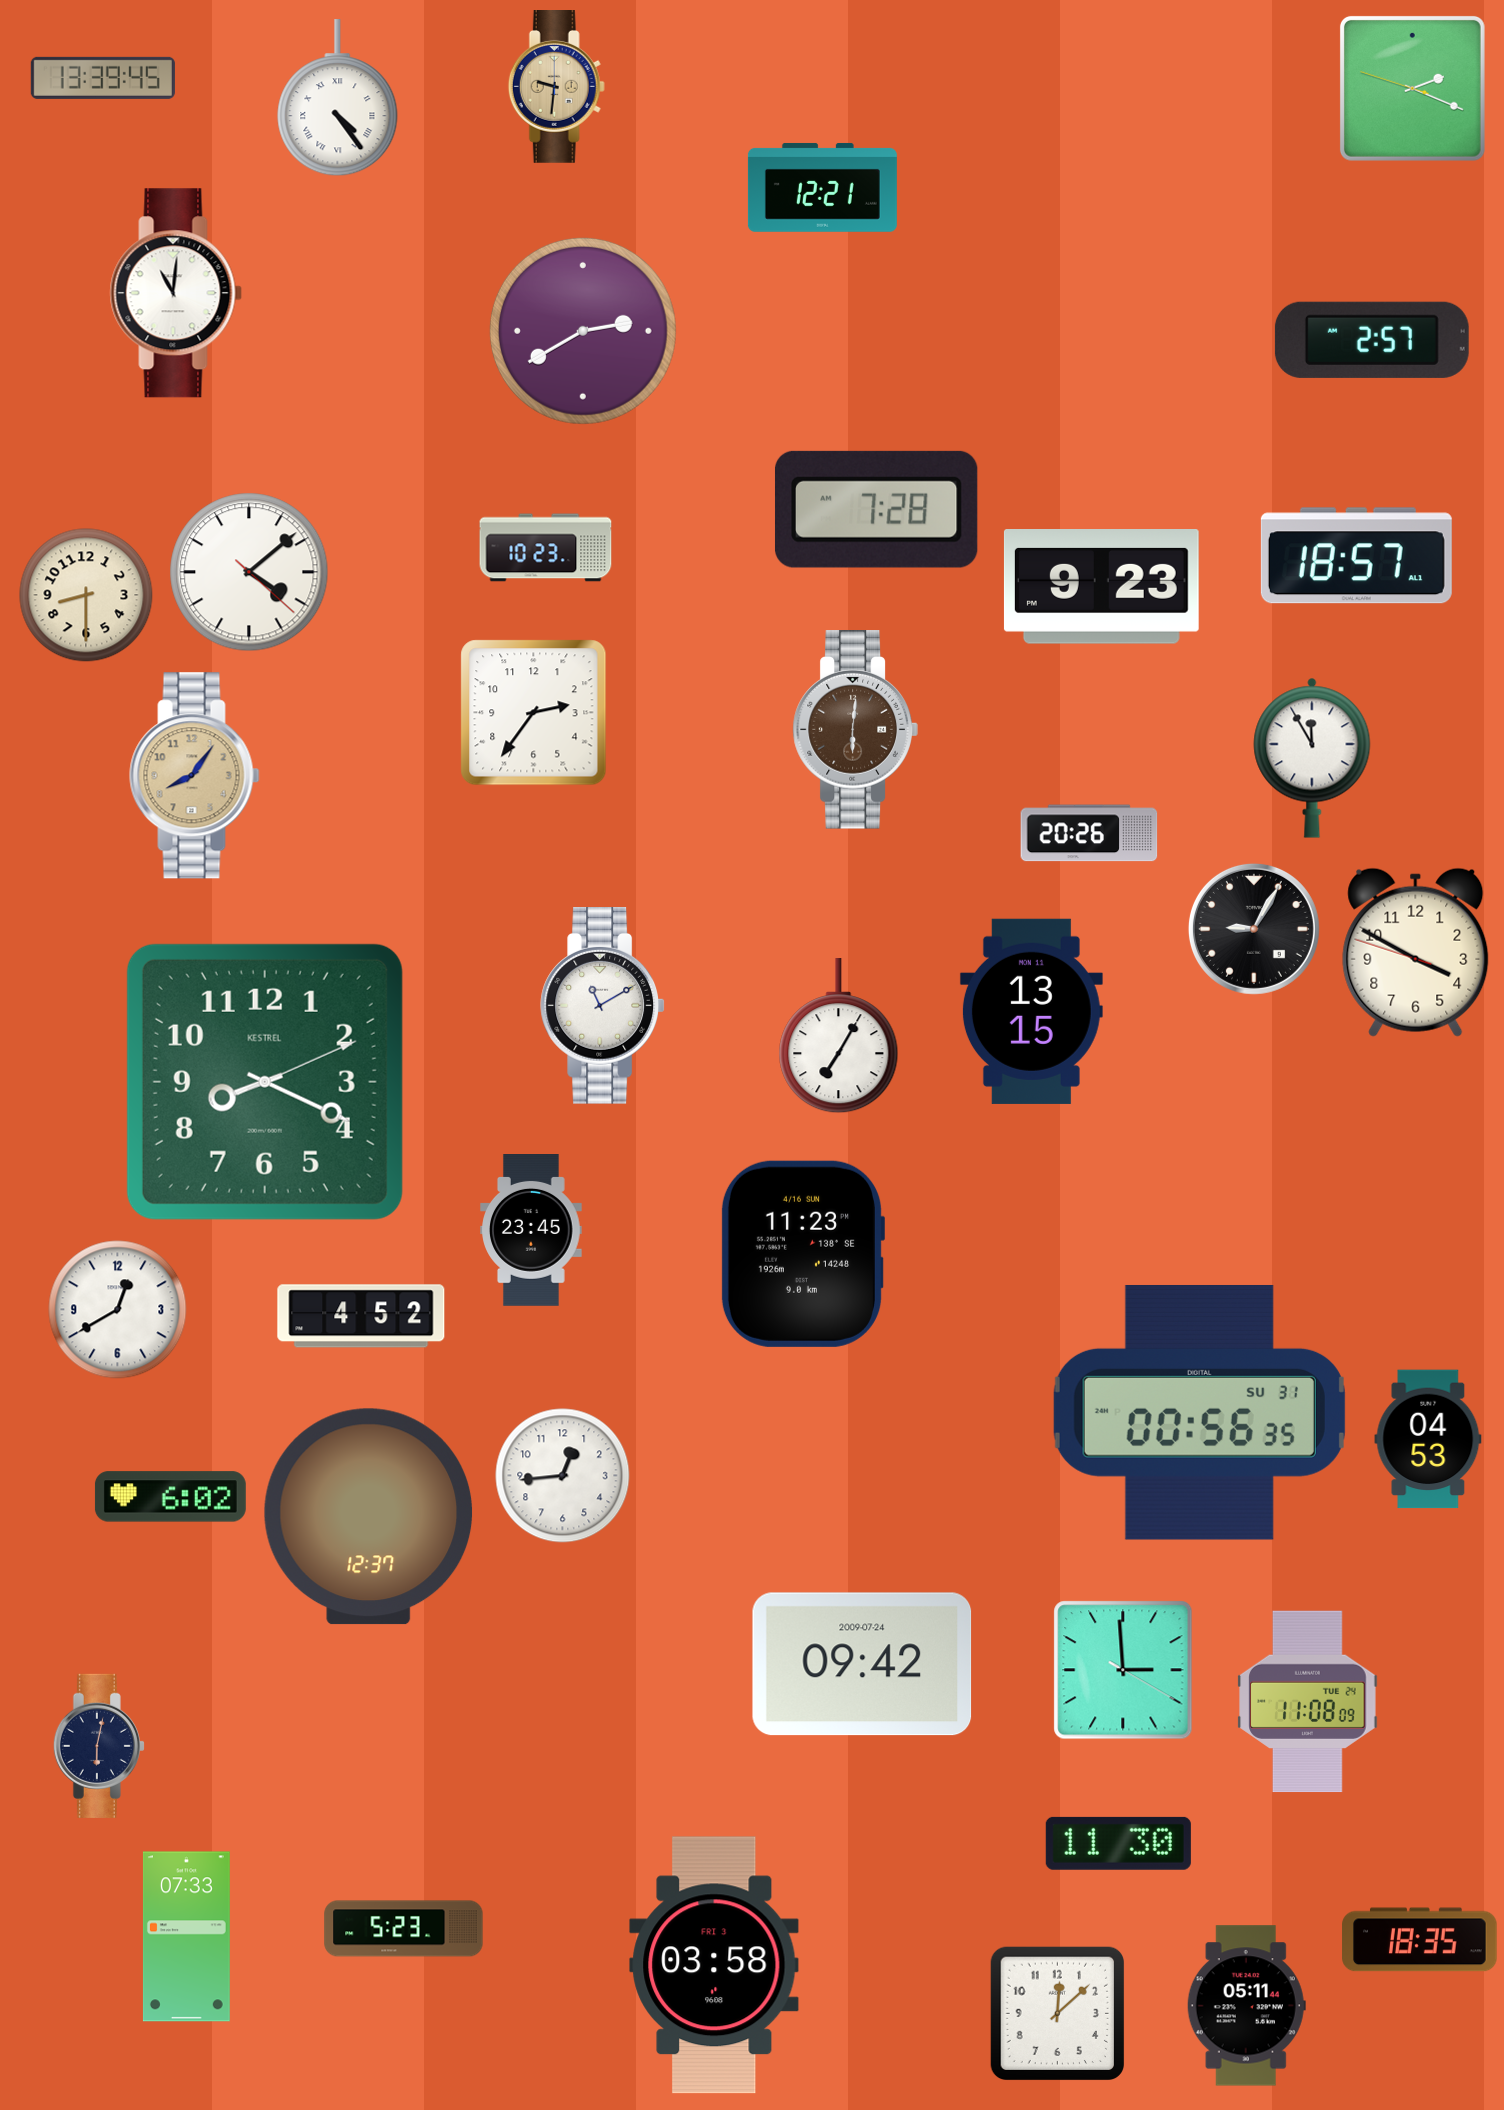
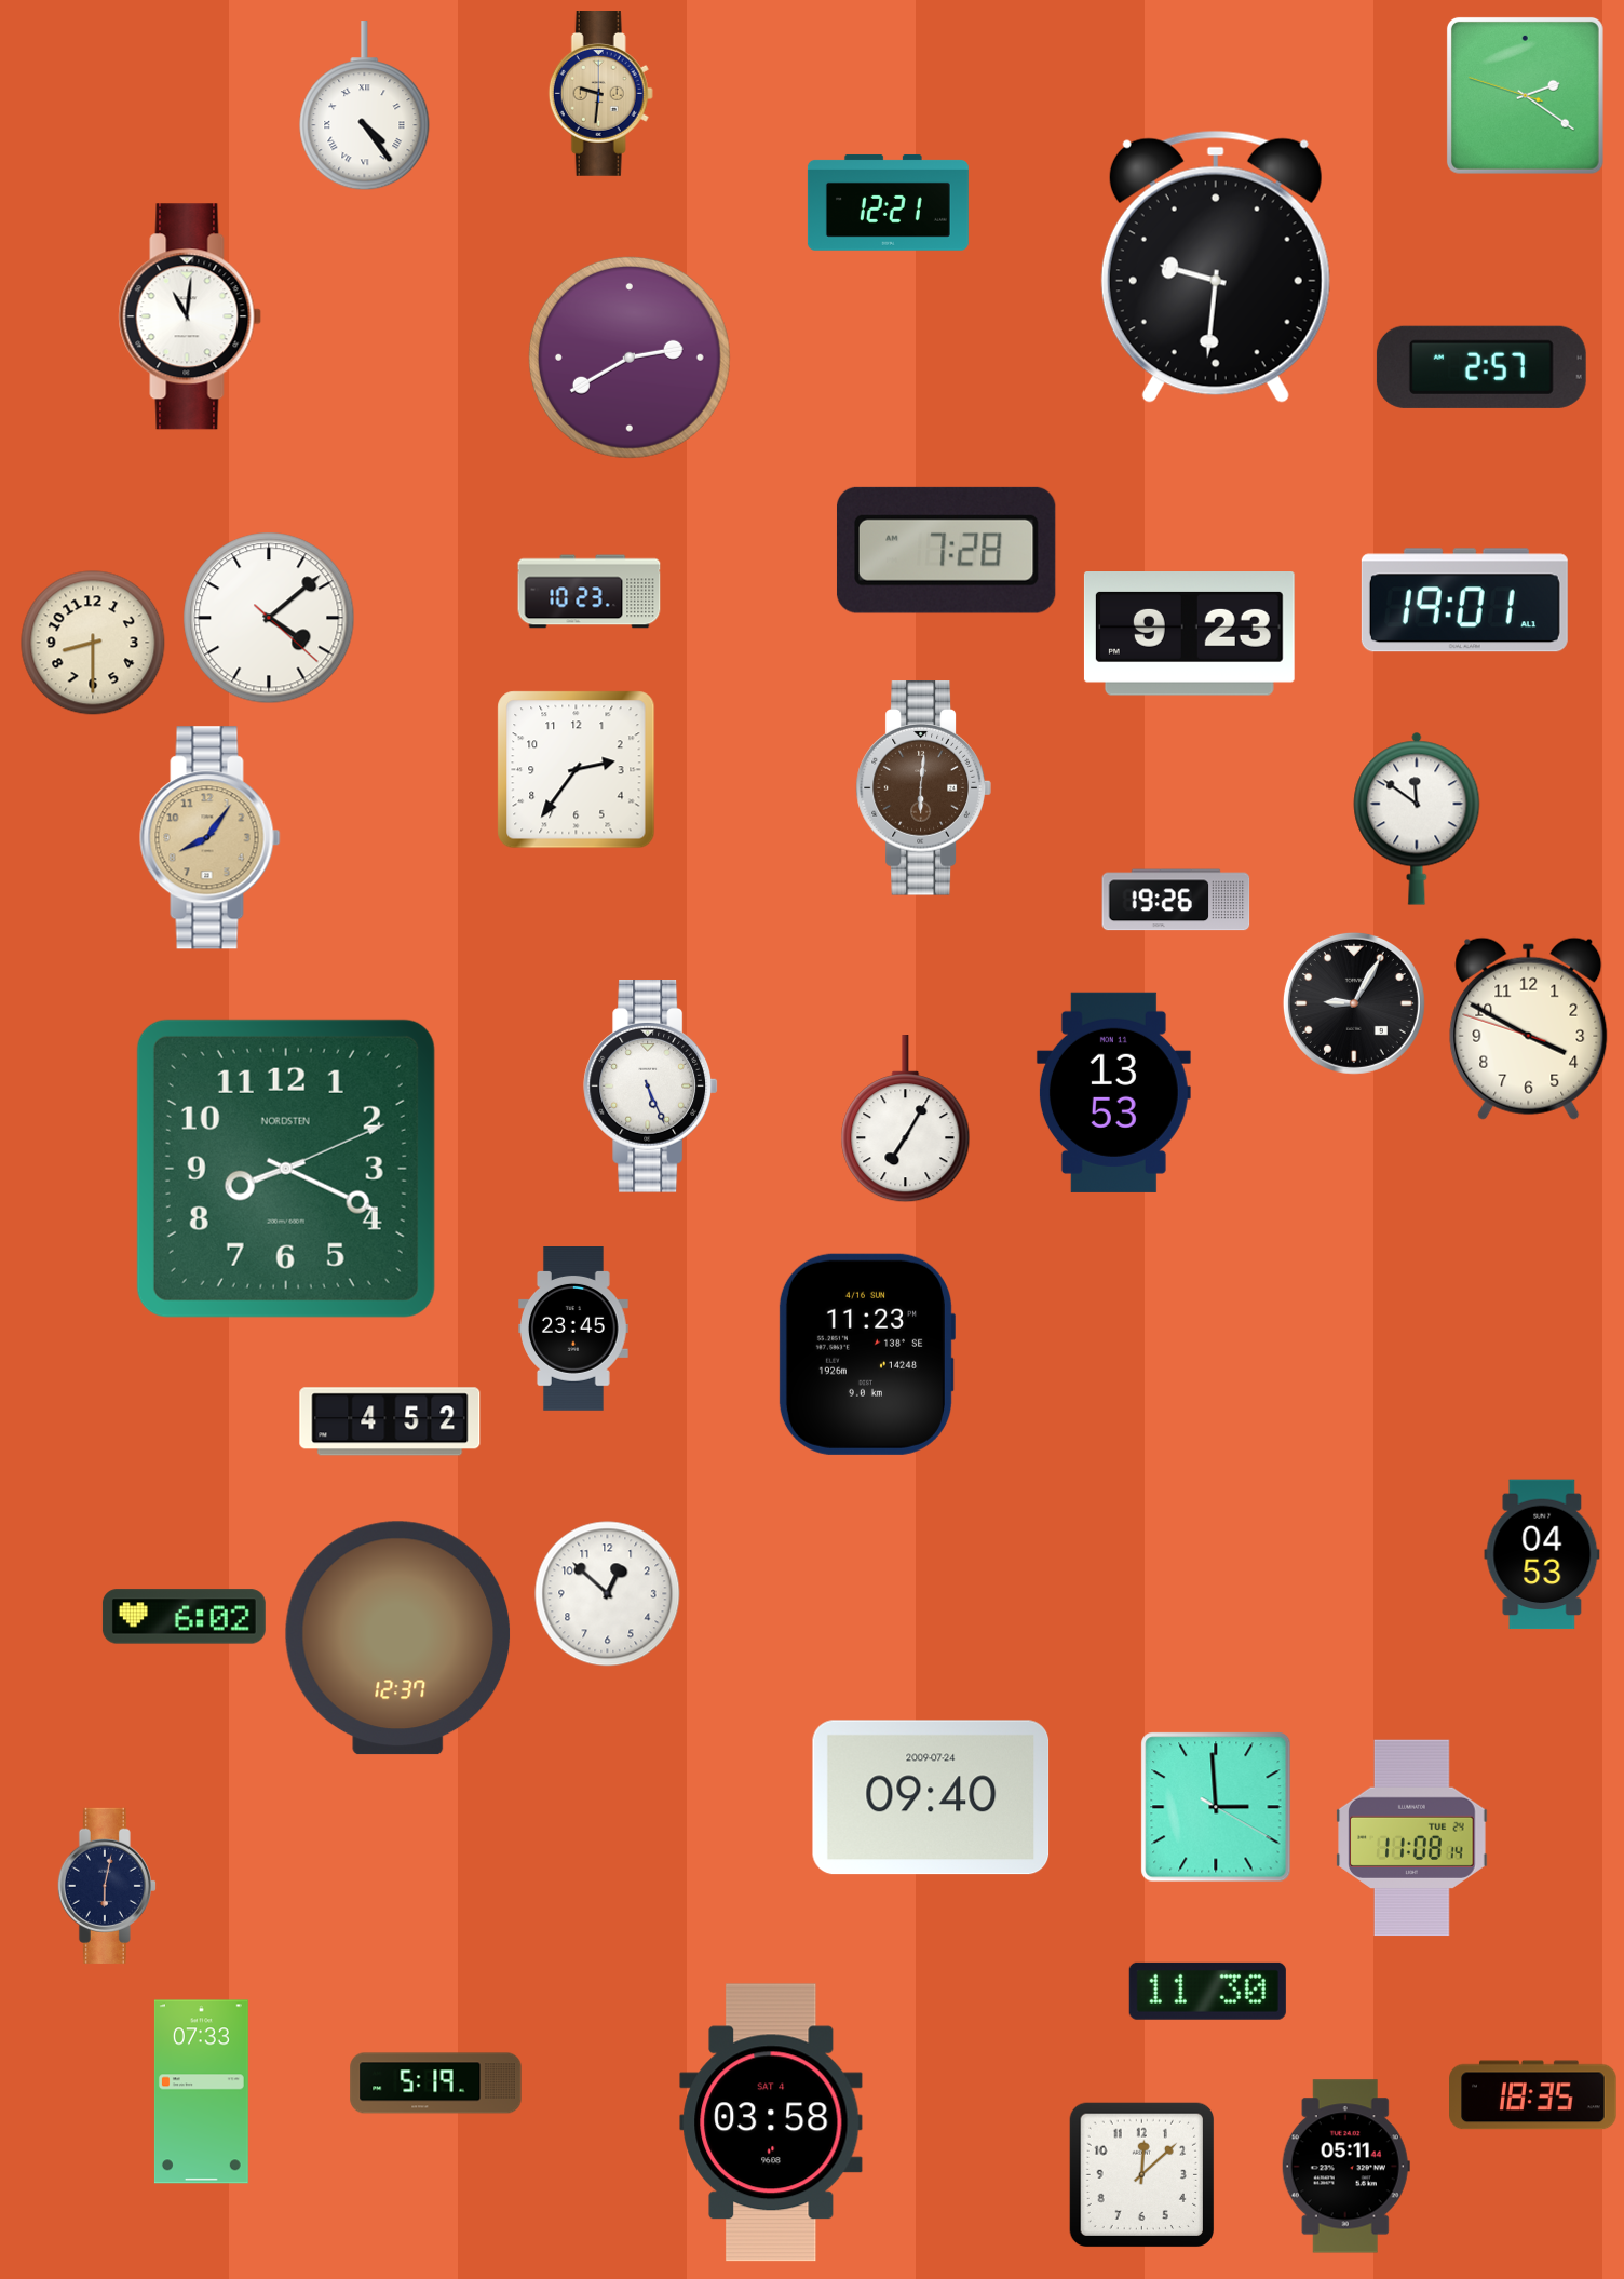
clock at (103, 78): 13:39 -> none
clock at (1412, 88): 2:18 -> 2:20
clock at (1216, 267): none -> 9:31
clock at (1356, 556): 18:57 -> 19:01
clock at (1312, 758): 11:55 -> 11:51
clock at (1089, 833): 20:26 -> 19:26
clock at (602, 1006): 11:10 -> 5:26
clock at (1031, 1011): 13:15 -> 13:53
clock at (265, 1082) brand: KESTREL -> NORDSTEN
clock at (118, 1310): 12:40 -> none
clock at (1199, 1412): 00:56 -> none
clock at (563, 1476): 12:44 -> 12:52
clock at (862, 1664): 09:42 -> 09:40
clock at (1123, 1670) position: (1123, 1670) -> (1216, 1807)
clock at (1308, 1702): 11:08:09 -> 11:08:14
clock at (404, 1929): 5:23 -> 5:19
clock at (714, 1965) date: FRI 3 -> SAT 4
